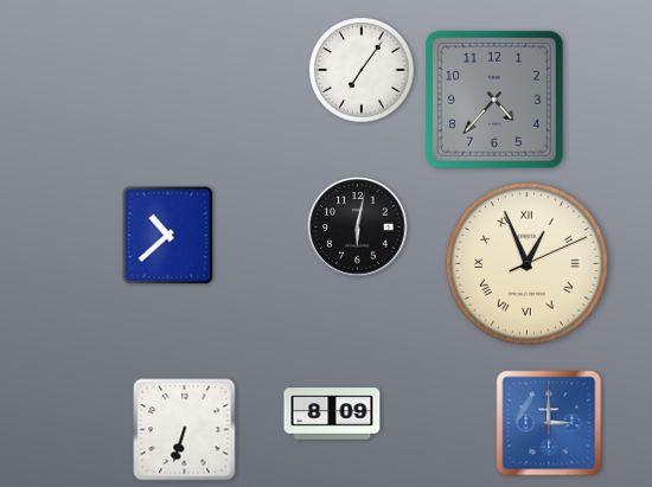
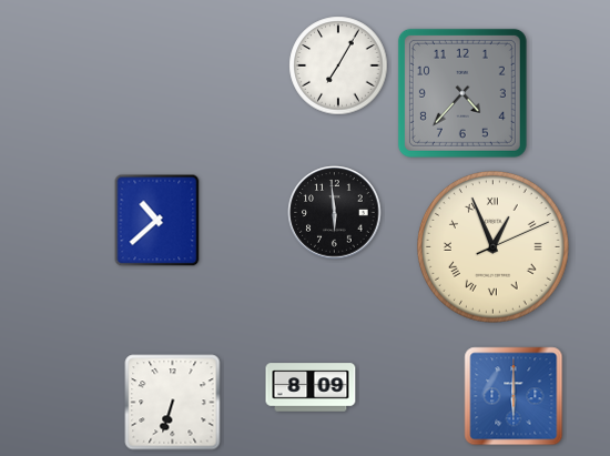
clock at (362, 70): 7:06 -> 7:05
clock at (358, 228): 6:02 -> 5:59
clock at (549, 423): 3:00 -> 6:00
